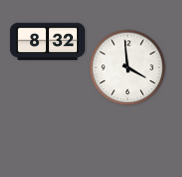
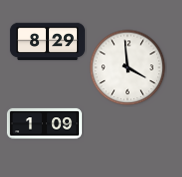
clock at (47, 42): 8:32 -> 8:29
clock at (44, 124): none -> 1:09
